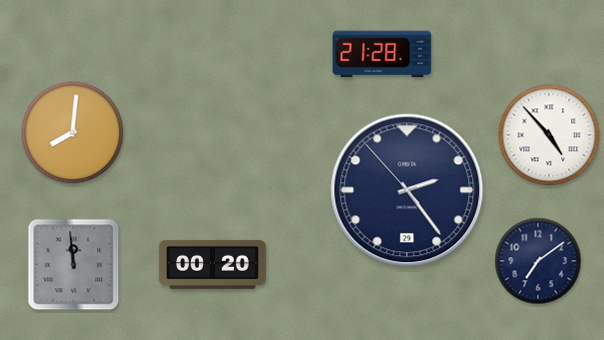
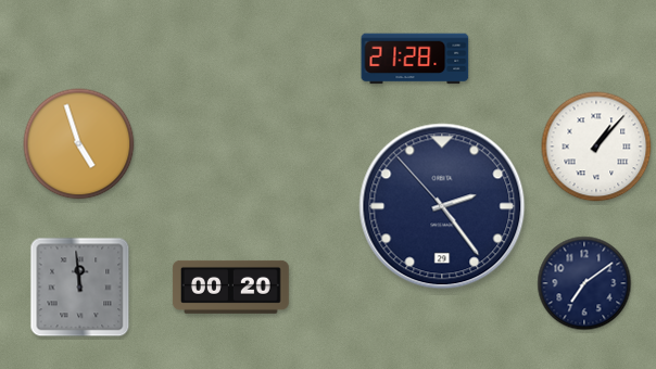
clock at (73, 133): 8:01 -> 4:57
clock at (549, 135): 4:53 -> 1:07
